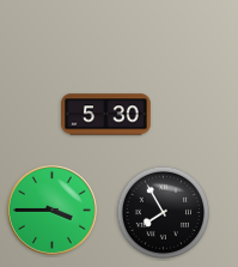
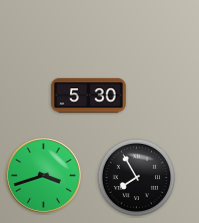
clock at (51, 210): 3:45 -> 3:42
